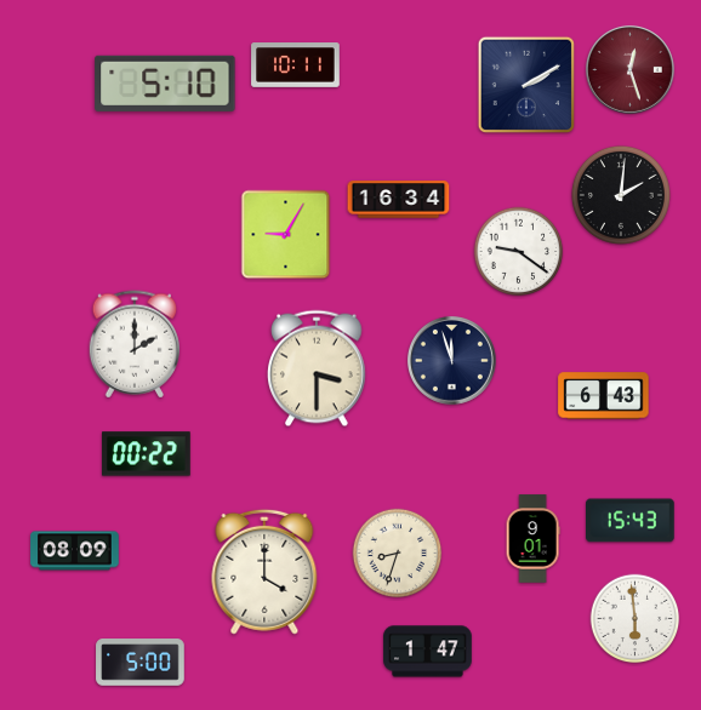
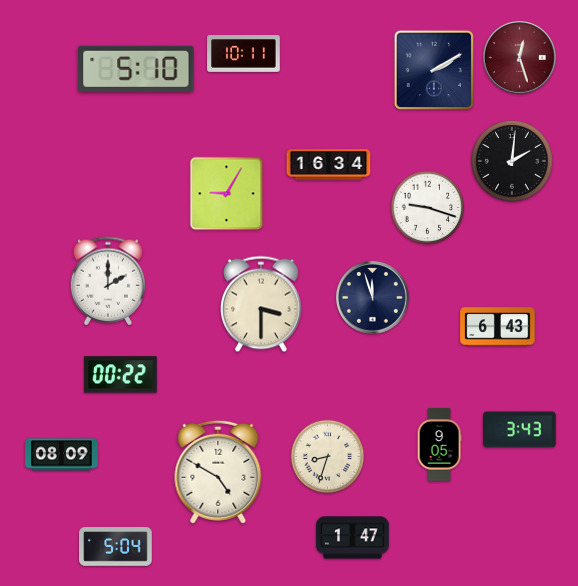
clock at (286, 235) position: (286, 235) -> (227, 194)
clock at (519, 252): 9:21 -> 9:18
clock at (133, 344) position: (133, 344) -> (107, 281)
clock at (631, 521): 15:43 -> 3:43
clock at (532, 539): 9:01 -> 9:05
clock at (264, 572): 4:00 -> 4:50
clock at (636, 619): 5:59 -> none
clock at (141, 663): 5:00 -> 5:04
